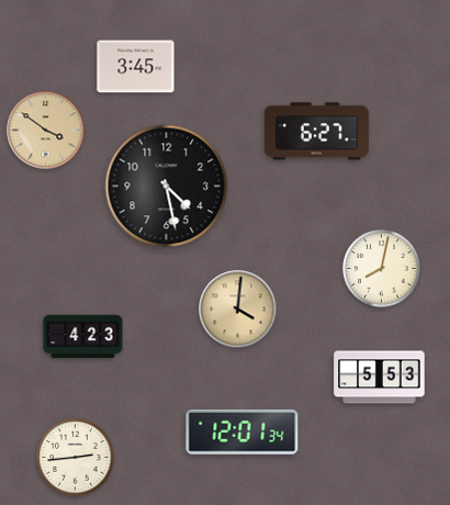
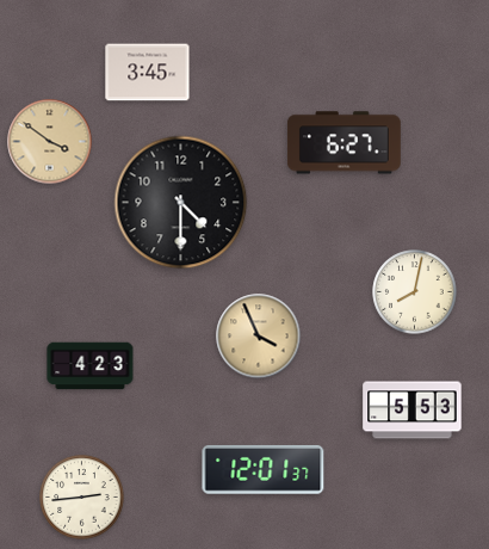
clock at (167, 187): 4:28 -> 4:30
clock at (238, 310): 4:01 -> 3:56
clock at (243, 433): 12:01:34 -> 12:01:37
